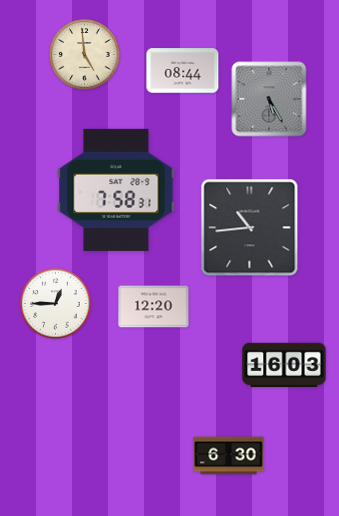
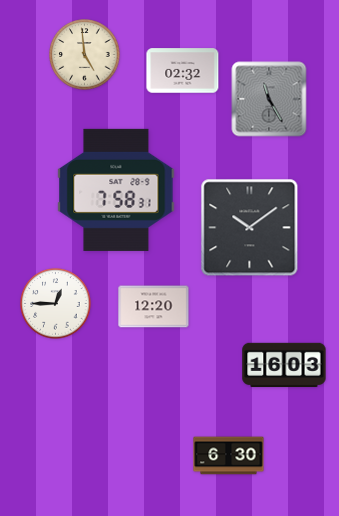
clock at (183, 71): 08:44 -> 02:32
clock at (269, 99): 5:25 -> 11:25
clock at (250, 228): 10:44 -> 10:09
